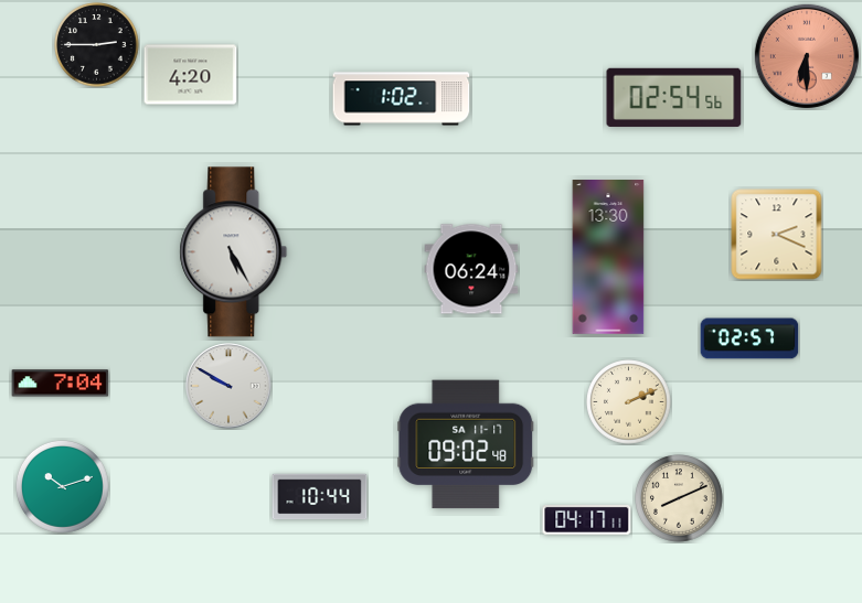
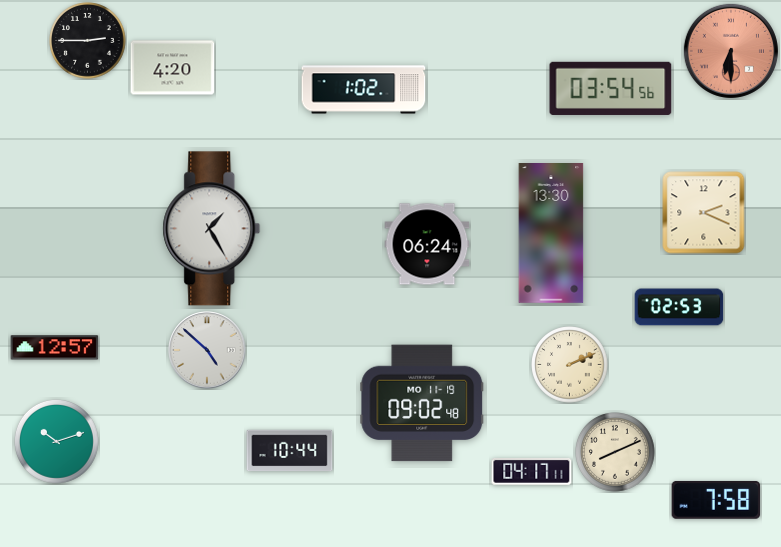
clock at (674, 97): 02:54 -> 03:54
clock at (234, 252): 5:25 -> 1:25
clock at (749, 338): 02:57 -> 02:53
clock at (61, 384): 7:04 -> 12:57
clock at (228, 386): 9:50 -> 4:52
clock at (466, 444) date: SA 11-17 -> MO 11-19
clock at (716, 500): none -> 7:58
